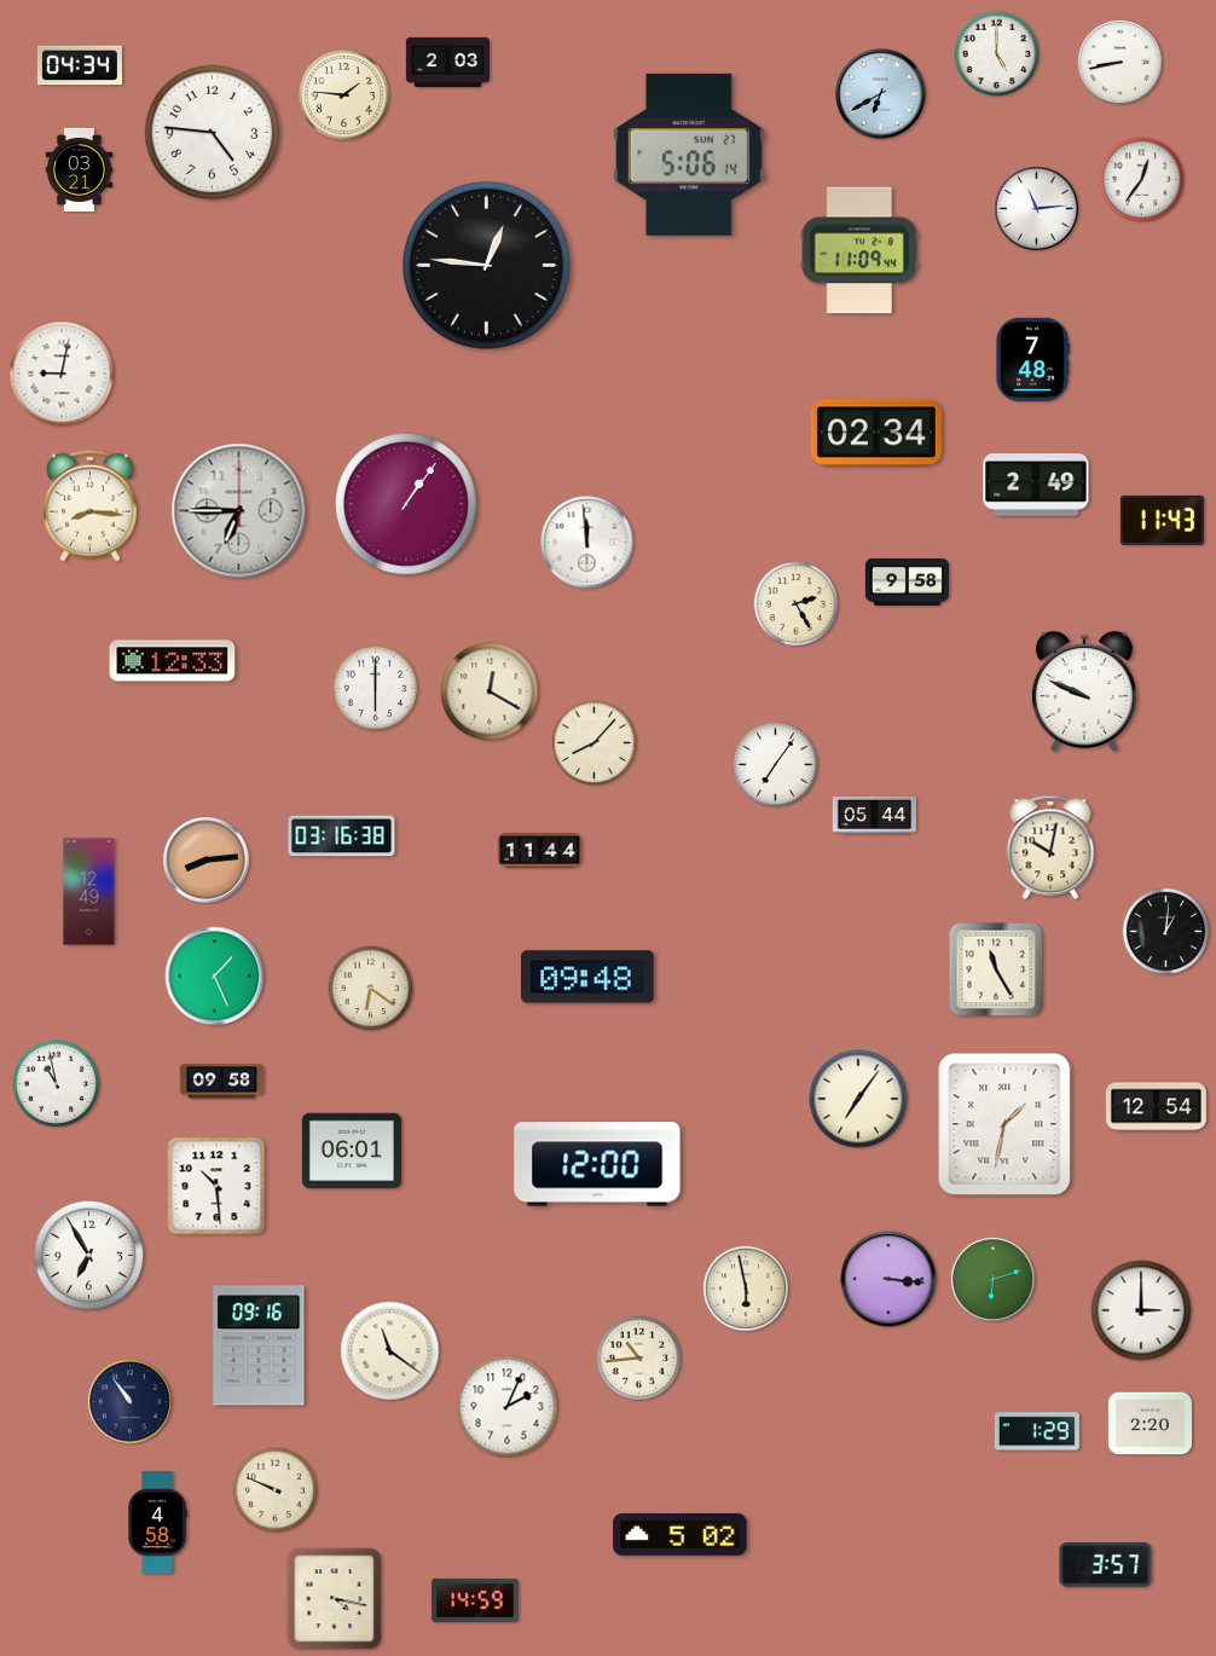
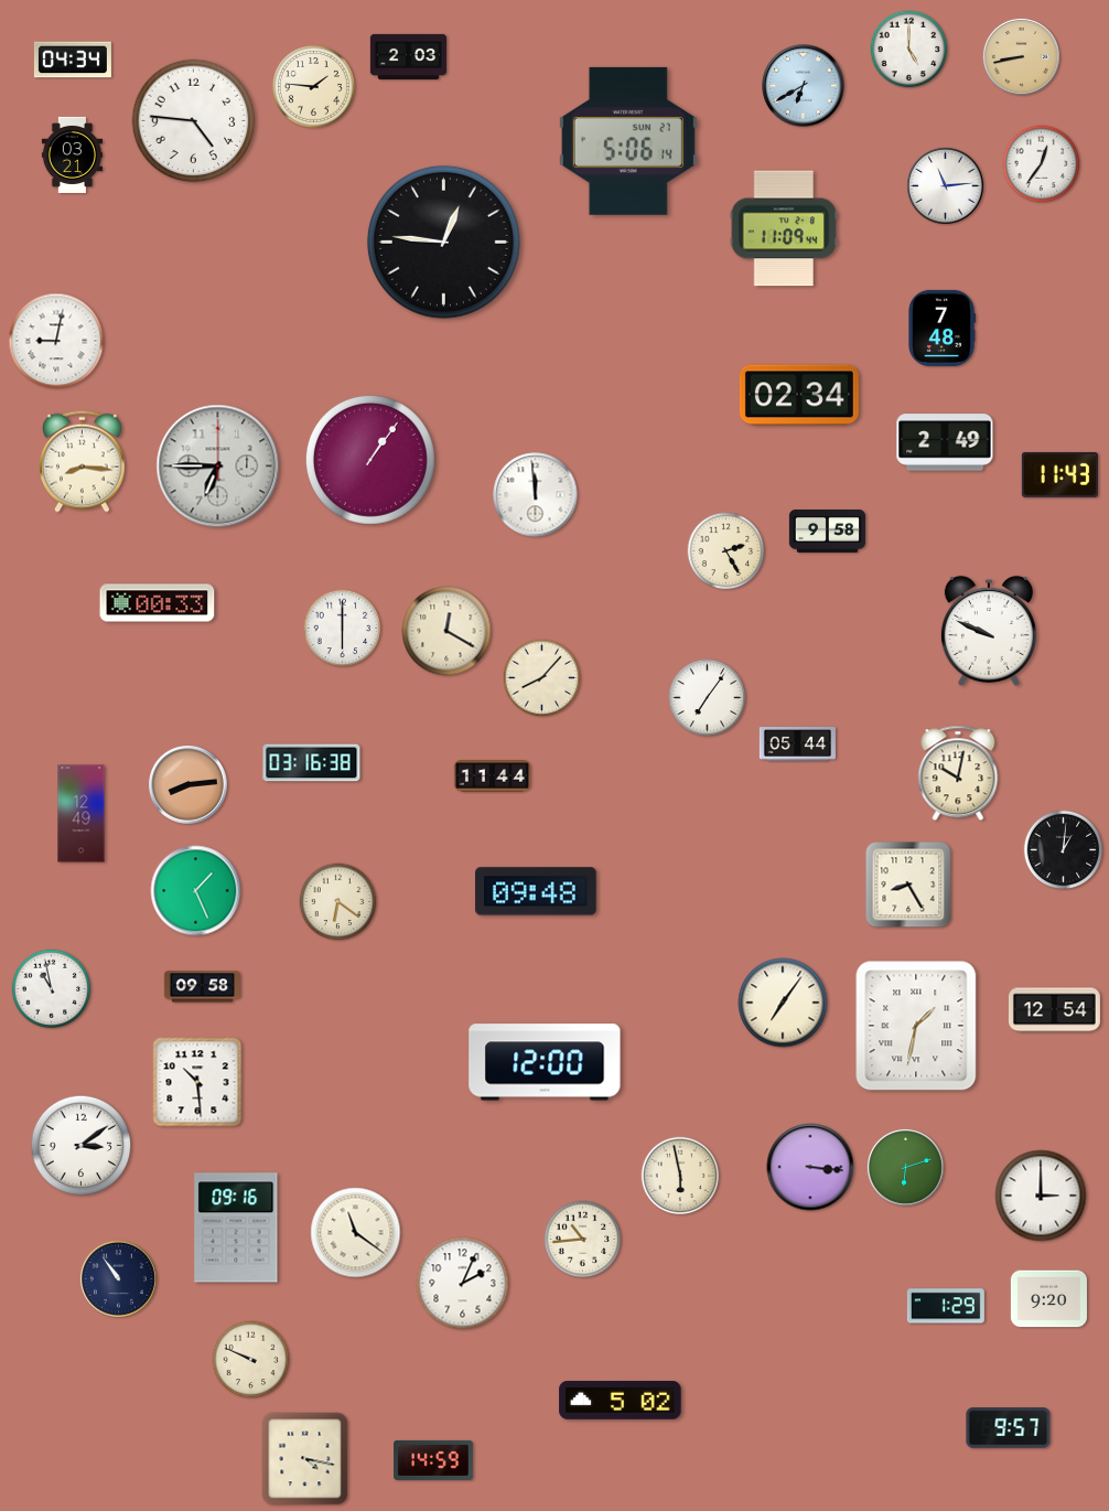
clock at (1119, 62) dial: white -> champagne
clock at (1036, 208) position: (1036, 208) -> (945, 185)
clock at (173, 661): 12:33 -> 00:33
clock at (996, 969): 11:25 -> 8:25
clock at (352, 1151): 06:01 -> none
clock at (89, 1256): 6:55 -> 3:09
clock at (1150, 1424): 2:20 -> 9:20
clock at (157, 1523): 4:58 -> none
clock at (1106, 1565): 3:57 -> 9:57
